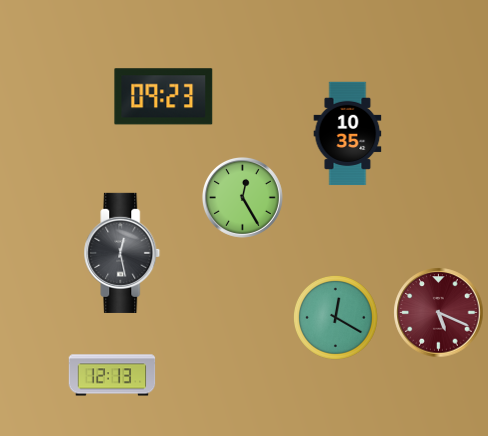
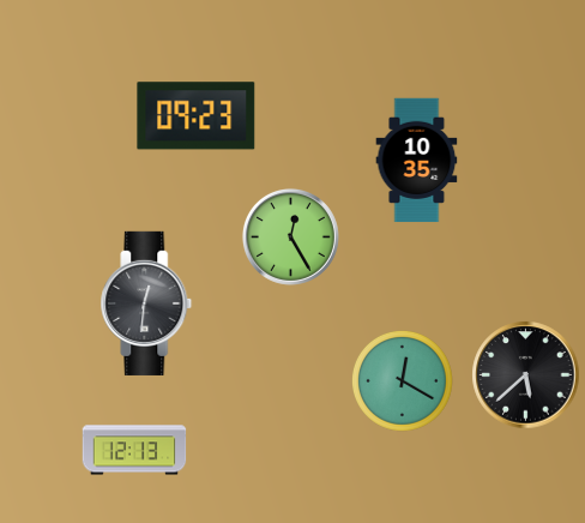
clock at (122, 253): 12:28 -> 12:31
clock at (439, 313): 5:19 -> 5:38
clock at (439, 313) dial: burgundy -> black
